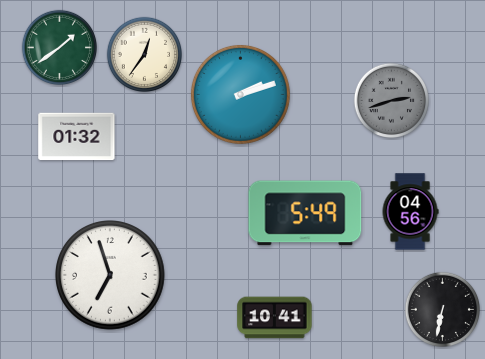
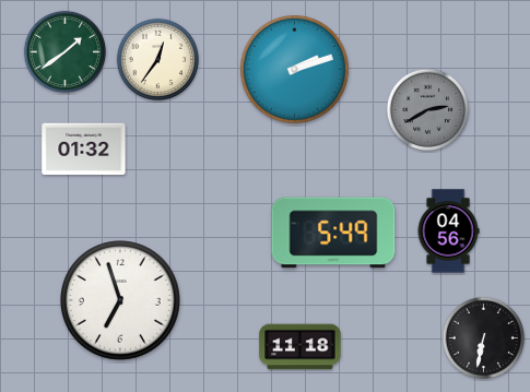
clock at (240, 94) position: (240, 94) -> (294, 69)
clock at (391, 100): 2:42 -> 2:40
clock at (275, 318): 10:41 -> 11:18
